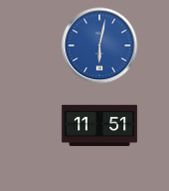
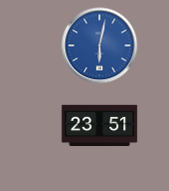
clock at (100, 126): 11:51 -> 23:51
